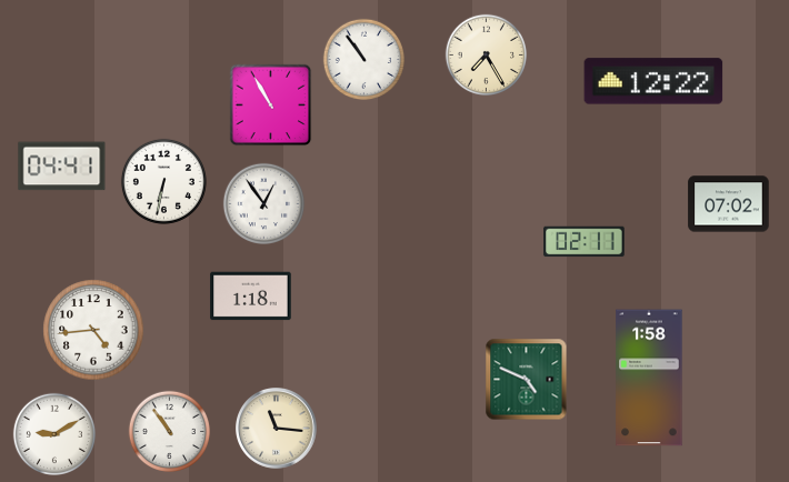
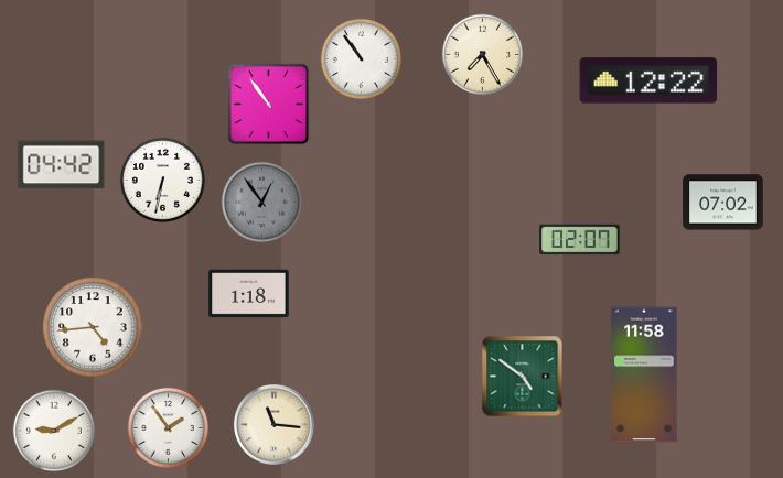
clock at (271, 106): 10:55 -> 10:54
clock at (62, 167): 04:41 -> 04:42
clock at (264, 204) dial: white -> grey
clock at (585, 242): 02:11 -> 02:07
clock at (649, 378): 1:58 -> 11:58
clock at (527, 380): 4:49 -> 4:51
clock at (170, 432): 10:54 -> 1:54
